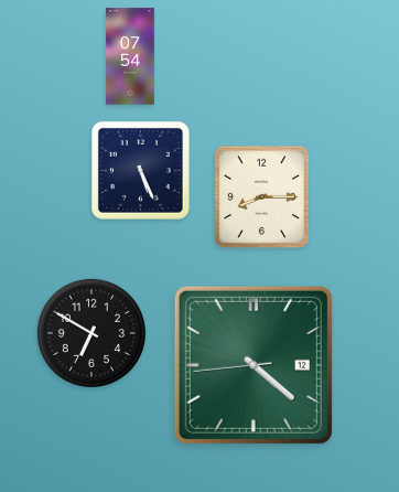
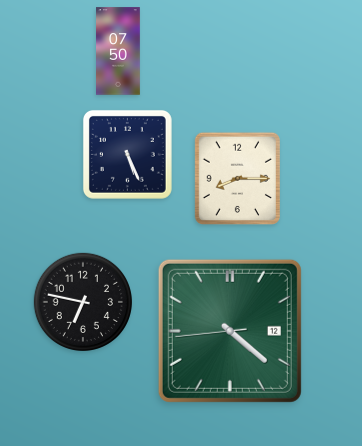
clock at (131, 56): 07:54 -> 07:50
clock at (91, 333): 6:50 -> 6:47
